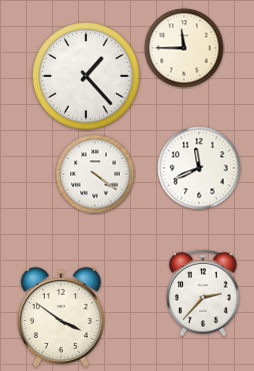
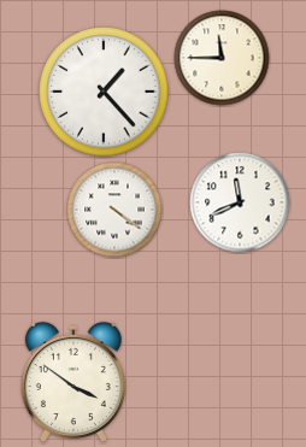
clock at (203, 293): 2:37 -> none
